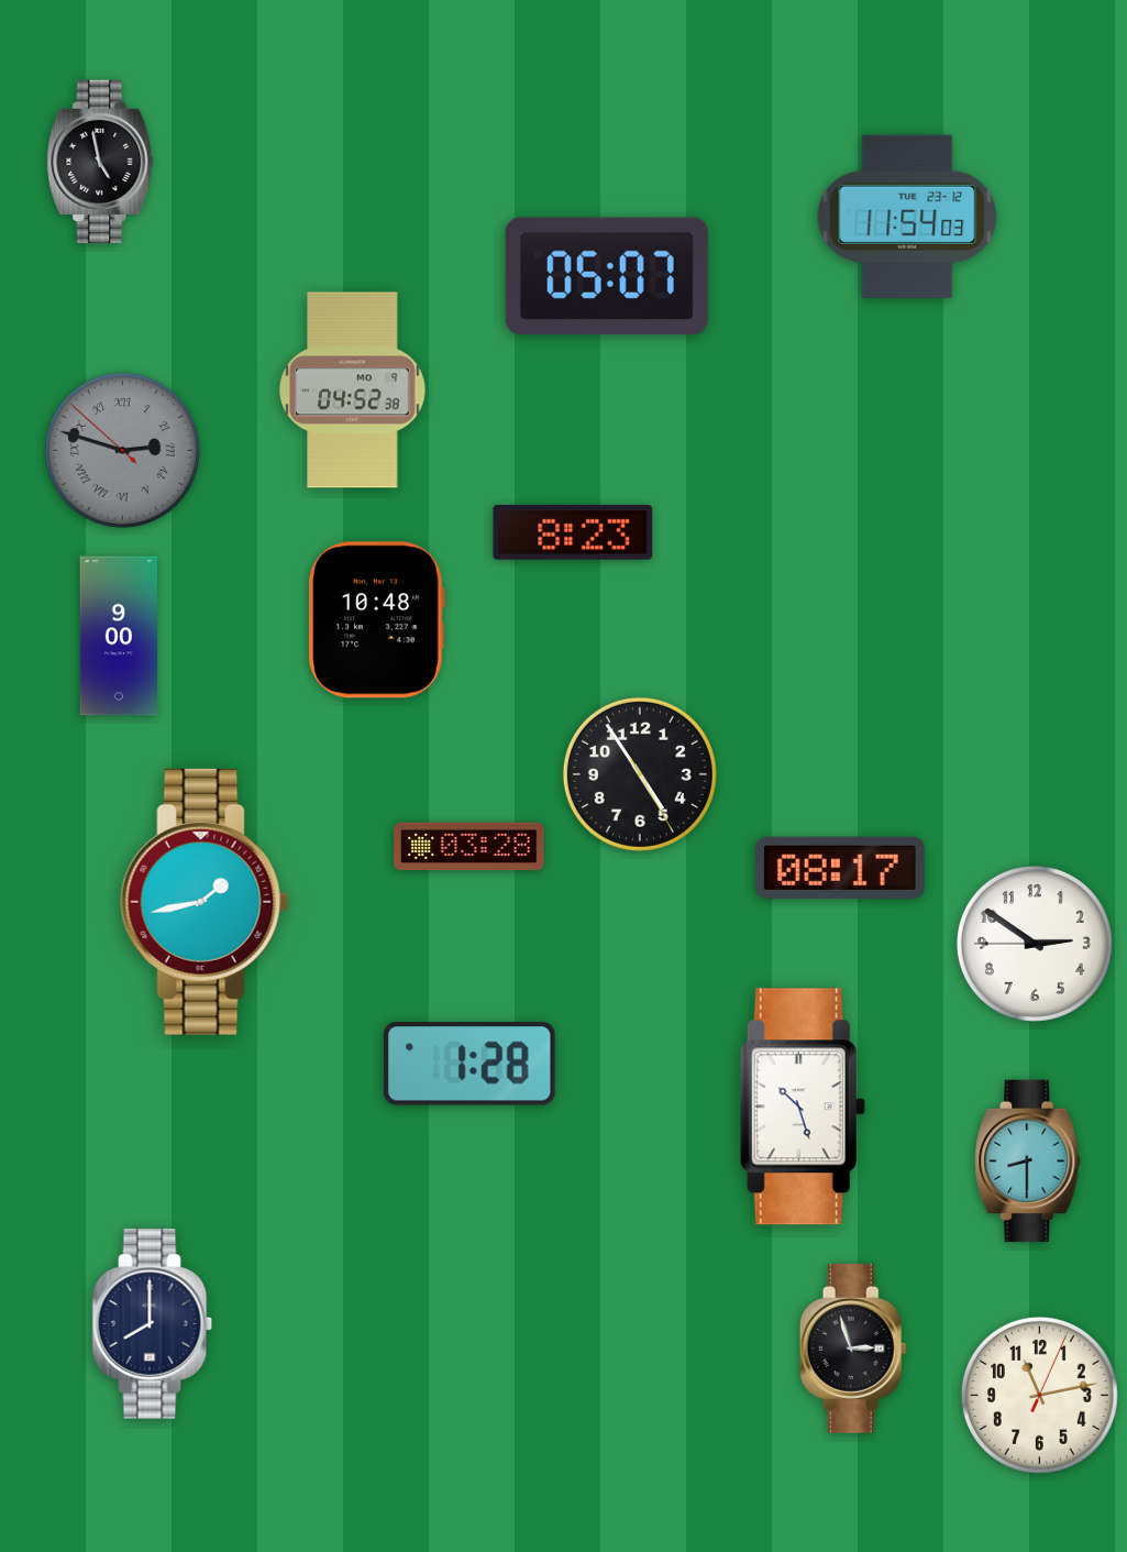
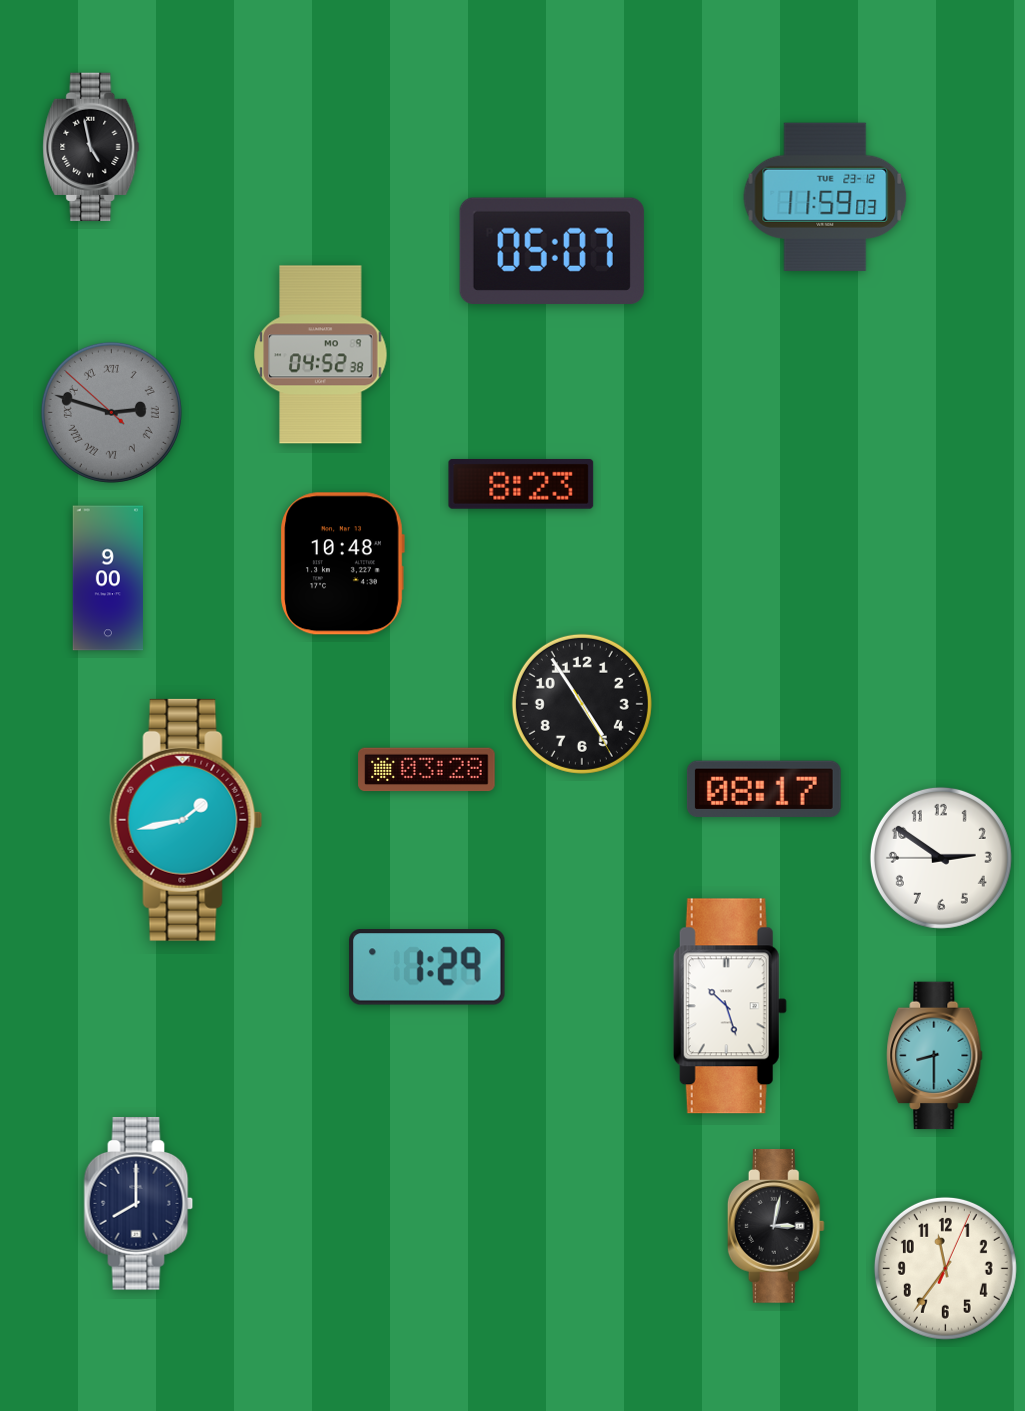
clock at (907, 217): 11:54 -> 11:59
clock at (122, 450) position: (122, 450) -> (111, 412)
clock at (469, 1064): 1:28 -> 1:29
clock at (853, 1350): 2:57 -> 3:02
clock at (1039, 1395): 11:13 -> 11:36
